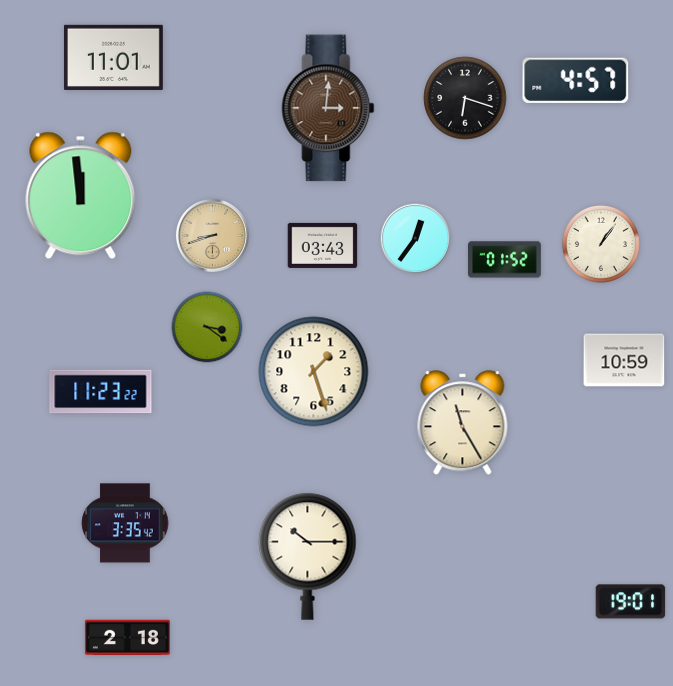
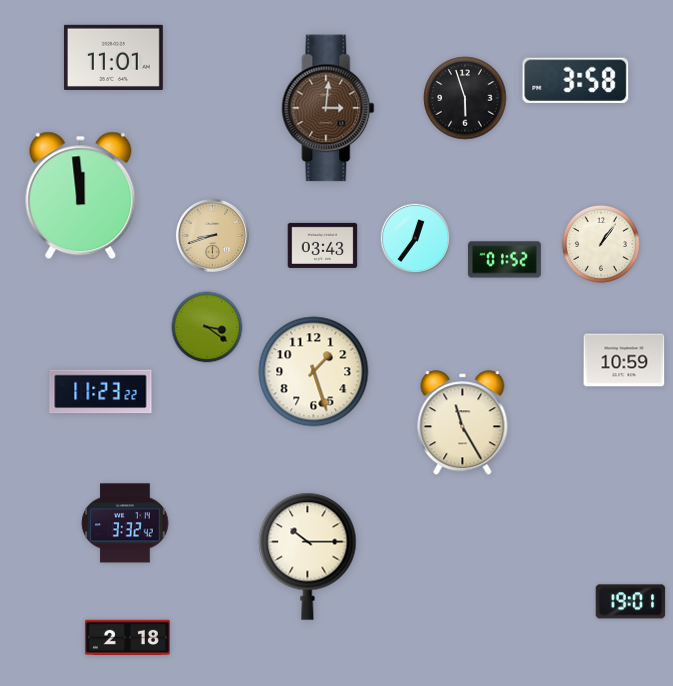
clock at (576, 80): 4:57 -> 3:58
clock at (465, 98): 6:18 -> 5:57
clock at (125, 523): 3:35 -> 3:32
